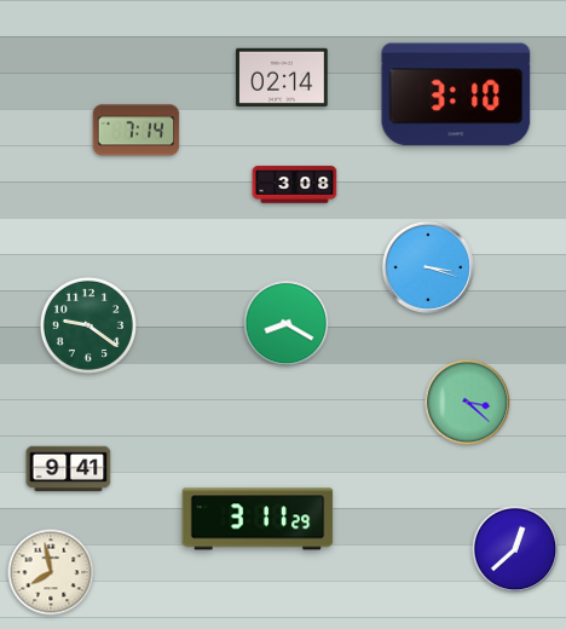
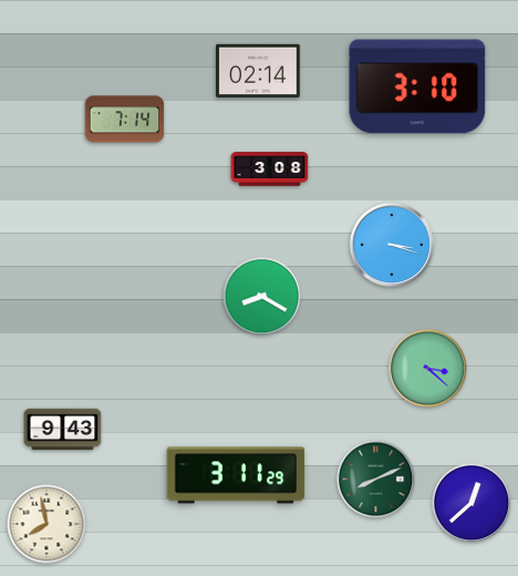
clock at (88, 325): 9:21 -> none
clock at (69, 469): 9:41 -> 9:43
clock at (376, 480): none -> 8:11
